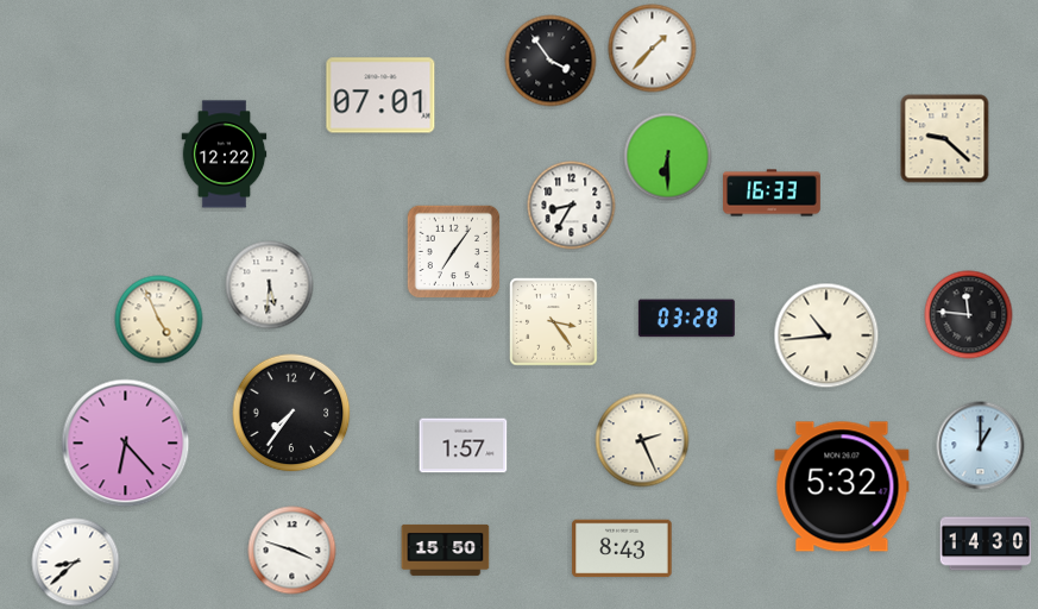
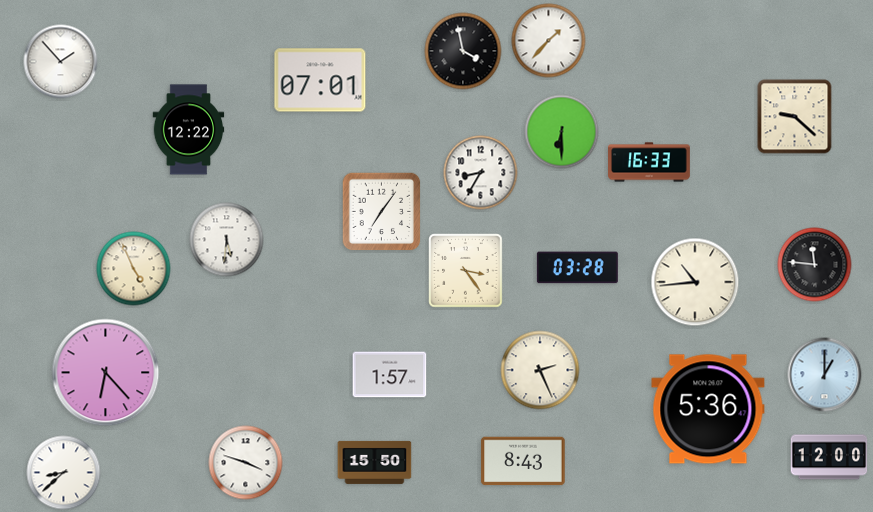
clock at (551, 61): 3:54 -> 3:58
clock at (61, 62): none -> 1:53
clock at (291, 413): 7:36 -> none
clock at (842, 486): 5:32 -> 5:36
clock at (986, 544): 14:30 -> 12:00
